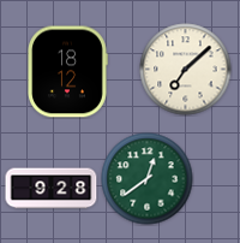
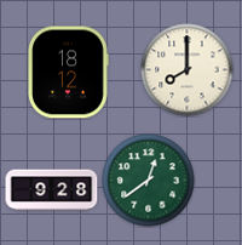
clock at (186, 70): 7:08 -> 8:00
